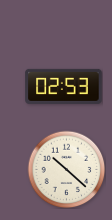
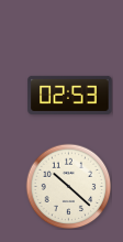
clock at (66, 169) position: (66, 169) -> (68, 186)
